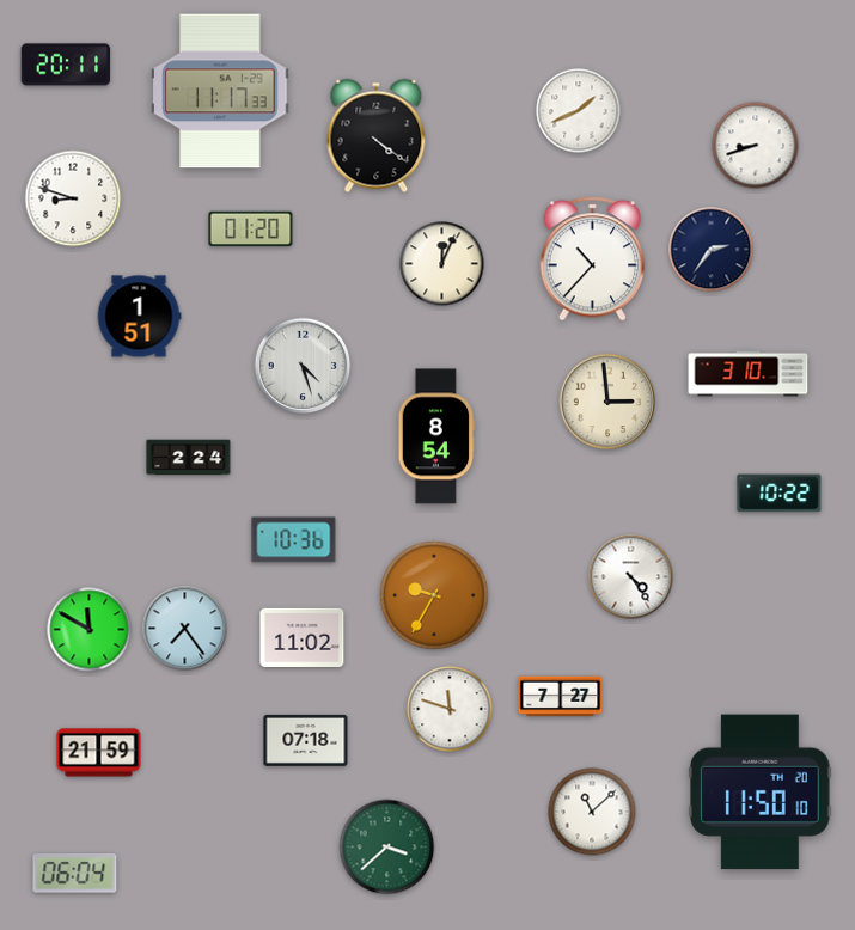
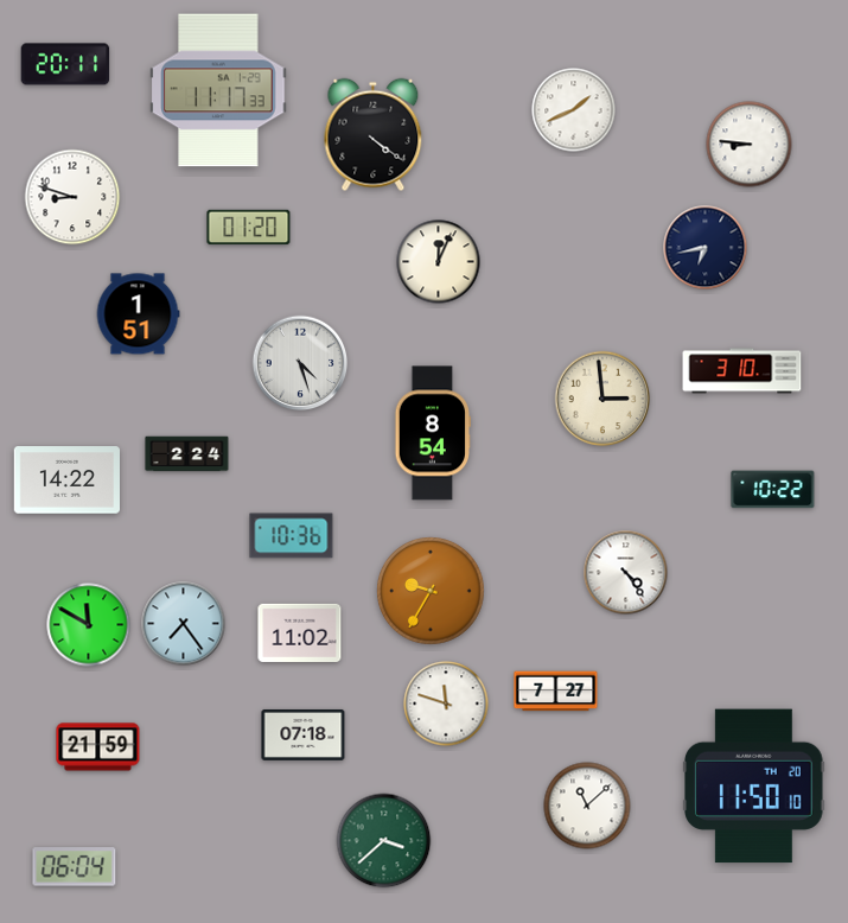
clock at (756, 146): 8:42 -> 8:46
clock at (712, 250): 2:36 -> 6:43
clock at (593, 259): 10:37 -> none
clock at (66, 480): none -> 14:22
